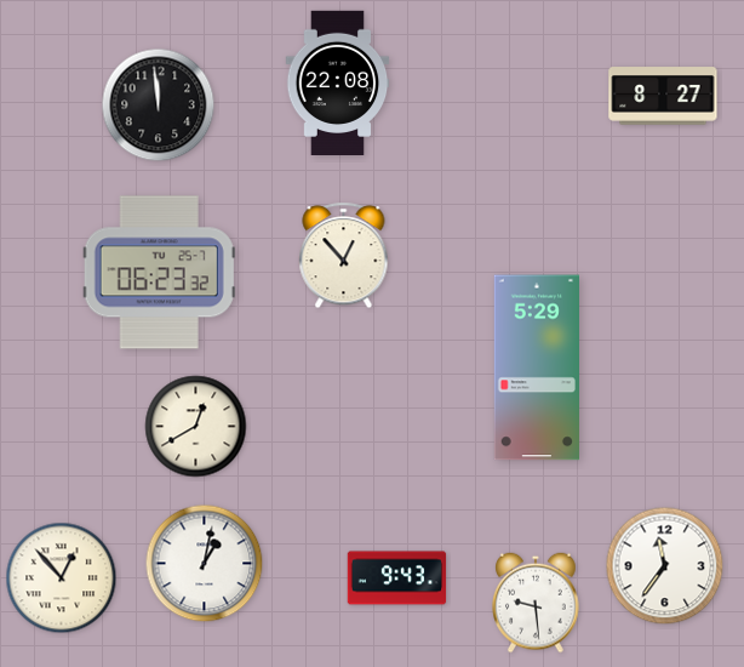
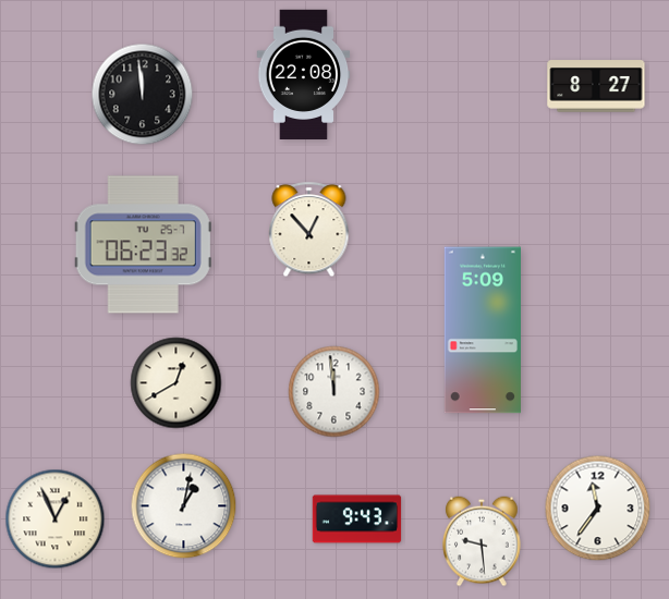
clock at (536, 367): 5:29 -> 5:09
clock at (334, 392): none -> 11:59
clock at (62, 578): 12:53 -> 12:56
